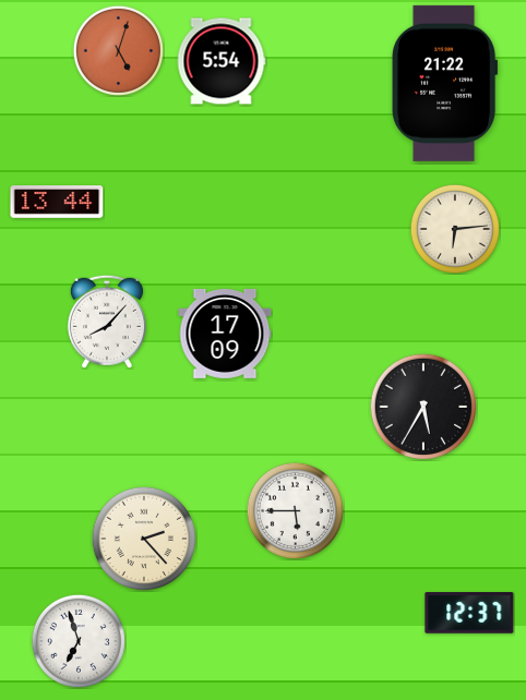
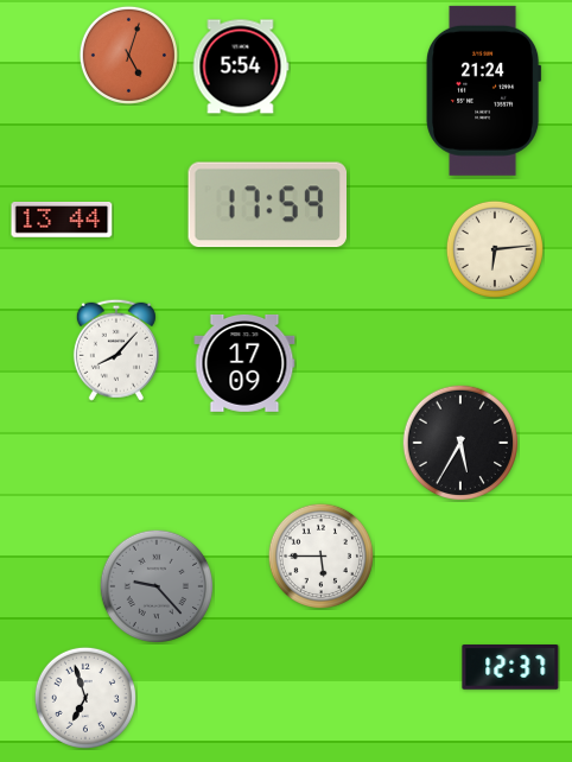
clock at (445, 83): 21:22 -> 21:24
clock at (267, 205): none -> 17:59
clock at (143, 538): 2:23 -> 9:23
clock at (143, 538) dial: cream -> grey
